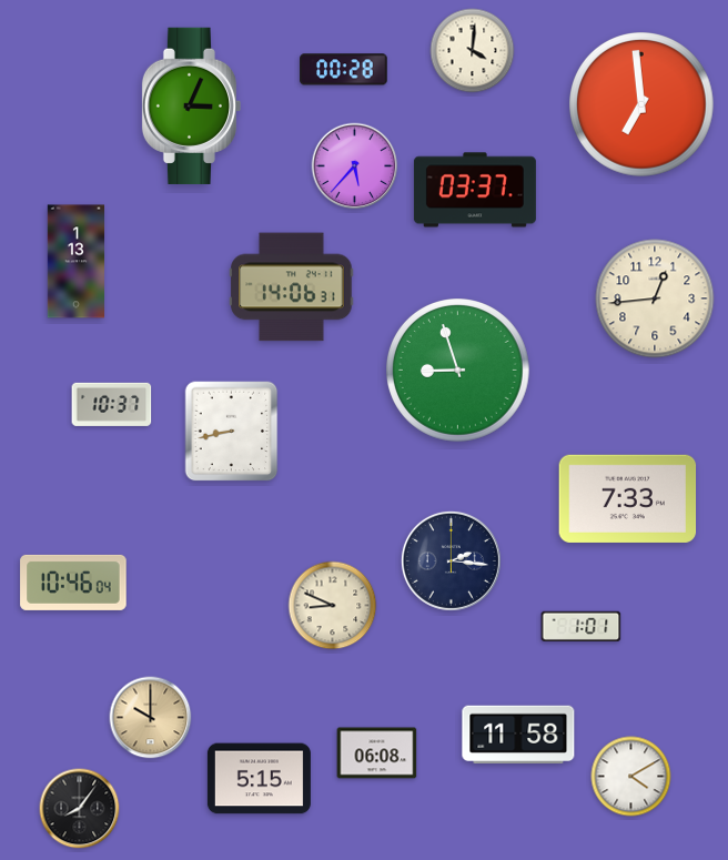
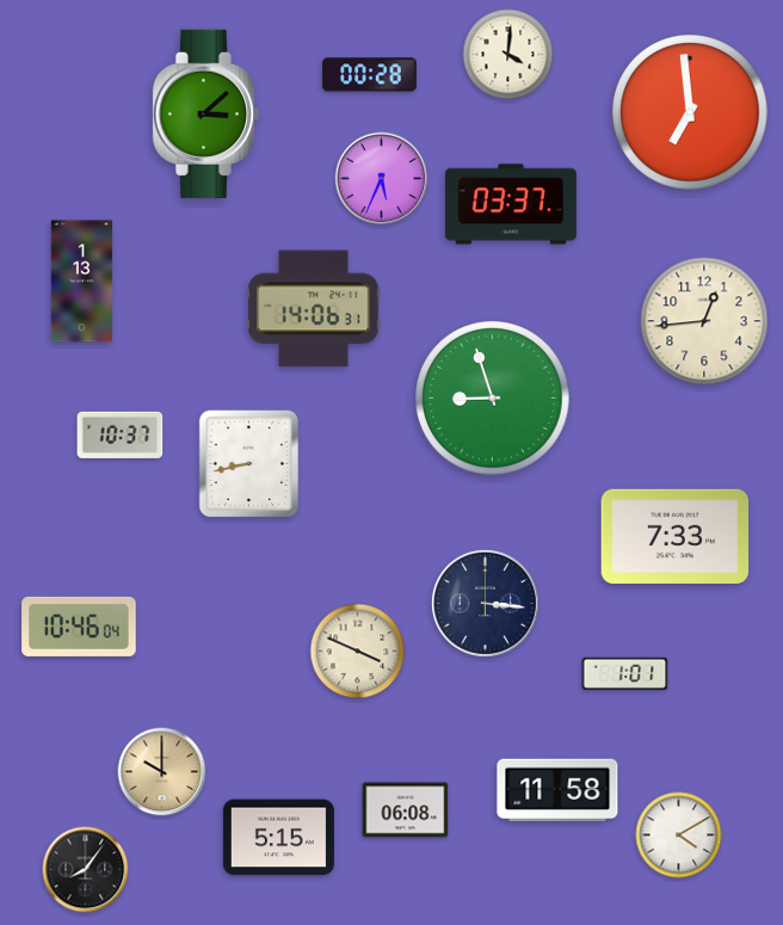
clock at (191, 105): 3:04 -> 3:08
clock at (355, 166): 5:37 -> 5:34
clock at (451, 560): 2:16 -> 3:16
clock at (333, 606): 8:49 -> 3:49
